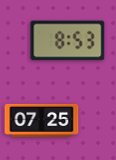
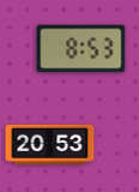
clock at (42, 120): 07:25 -> 20:53
